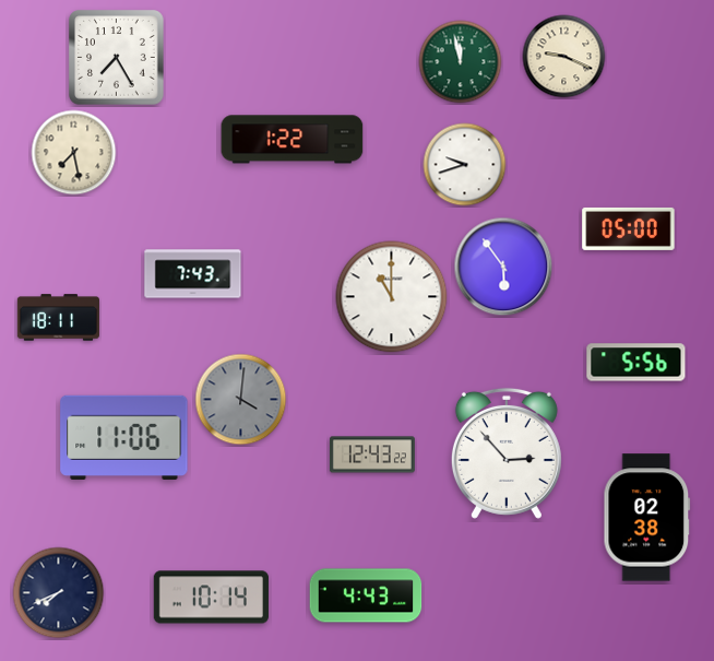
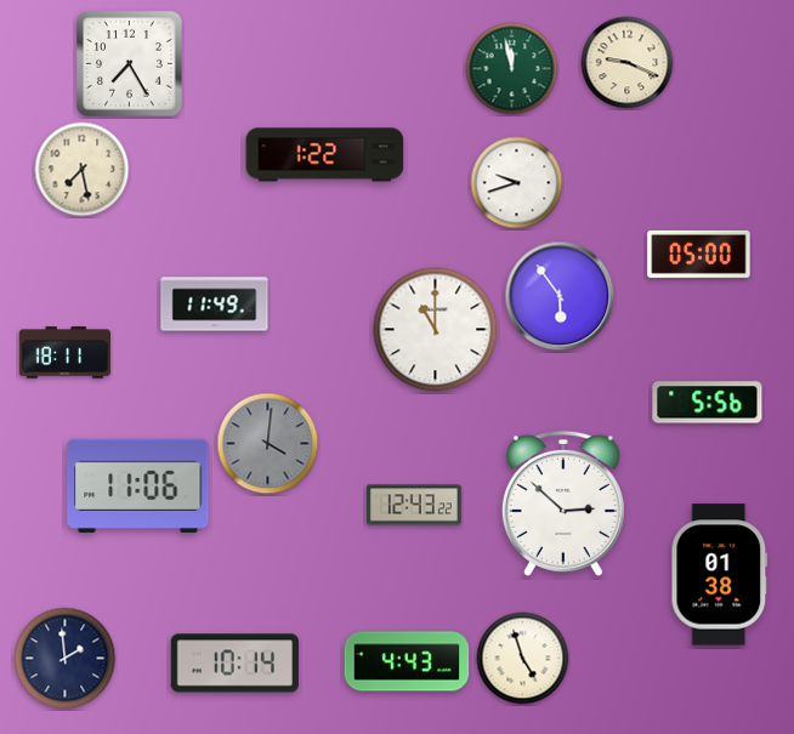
clock at (193, 274): 7:43 -> 11:49
clock at (507, 453): 2:53 -> 2:52
clock at (647, 518): 02:38 -> 01:38
clock at (59, 593): 7:41 -> 1:59
clock at (523, 659): none -> 4:57
